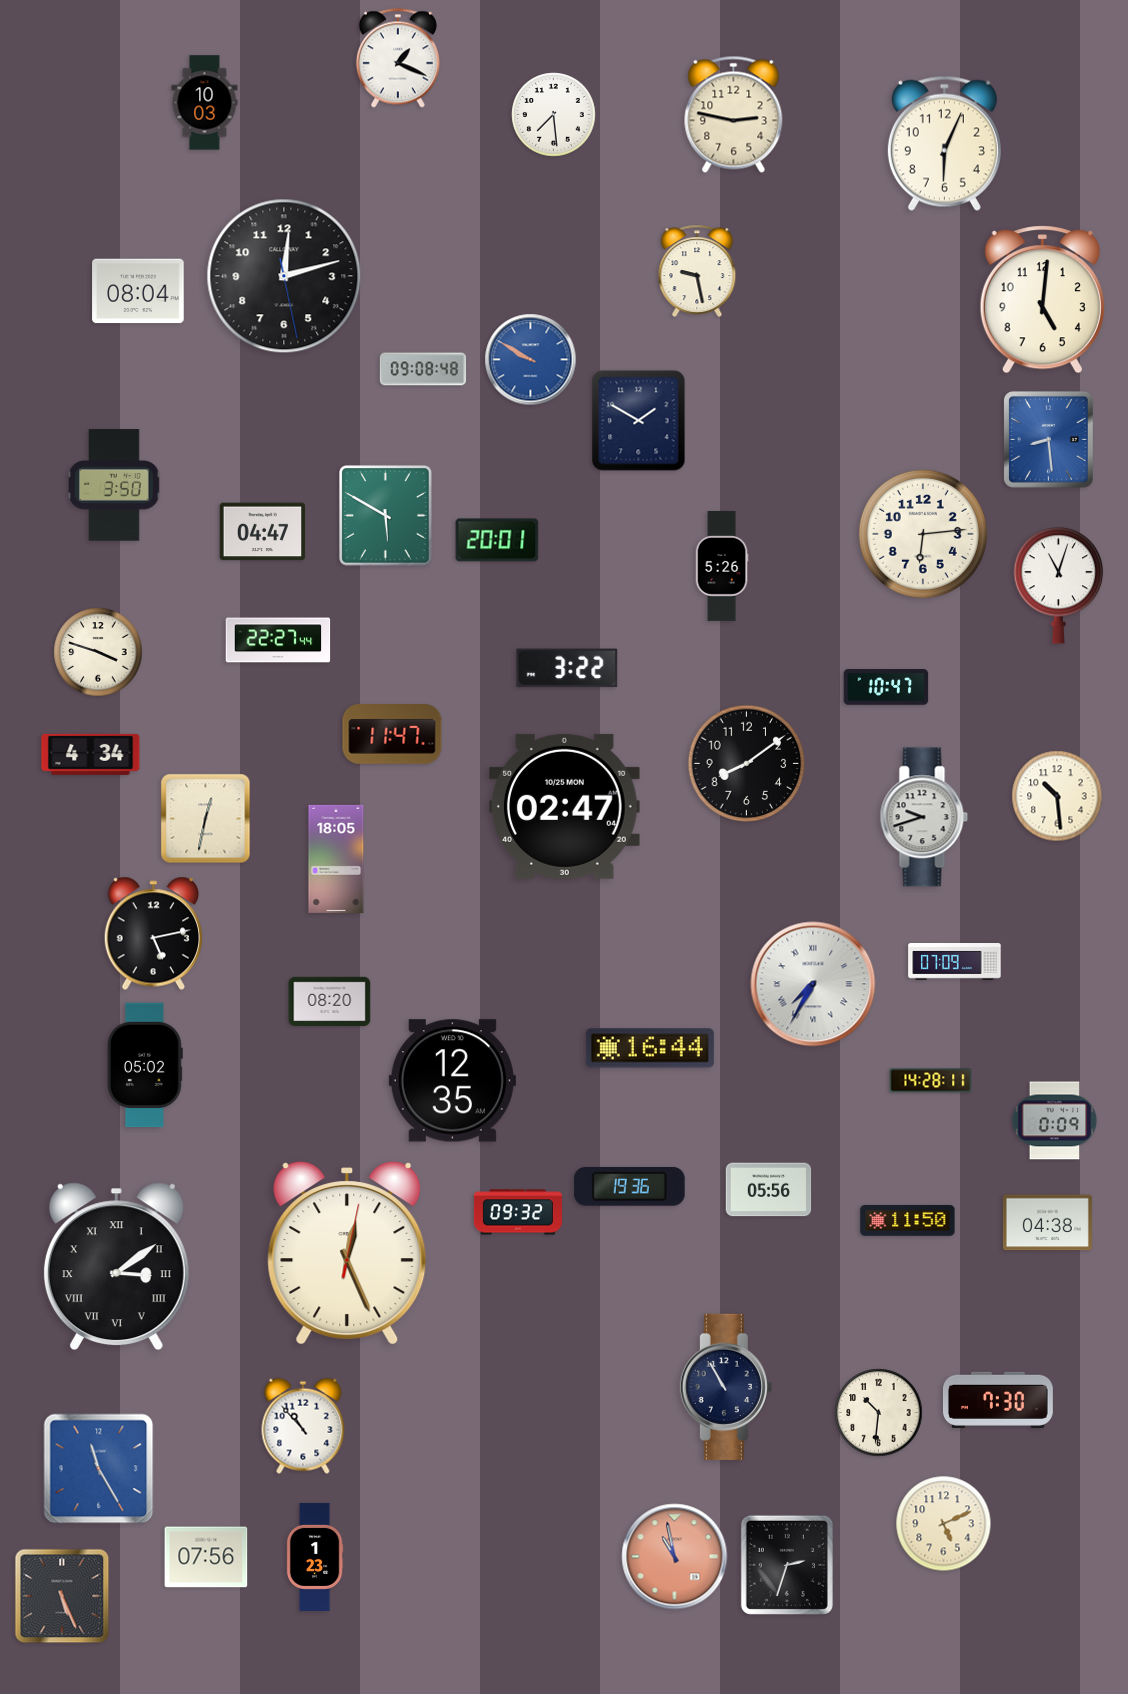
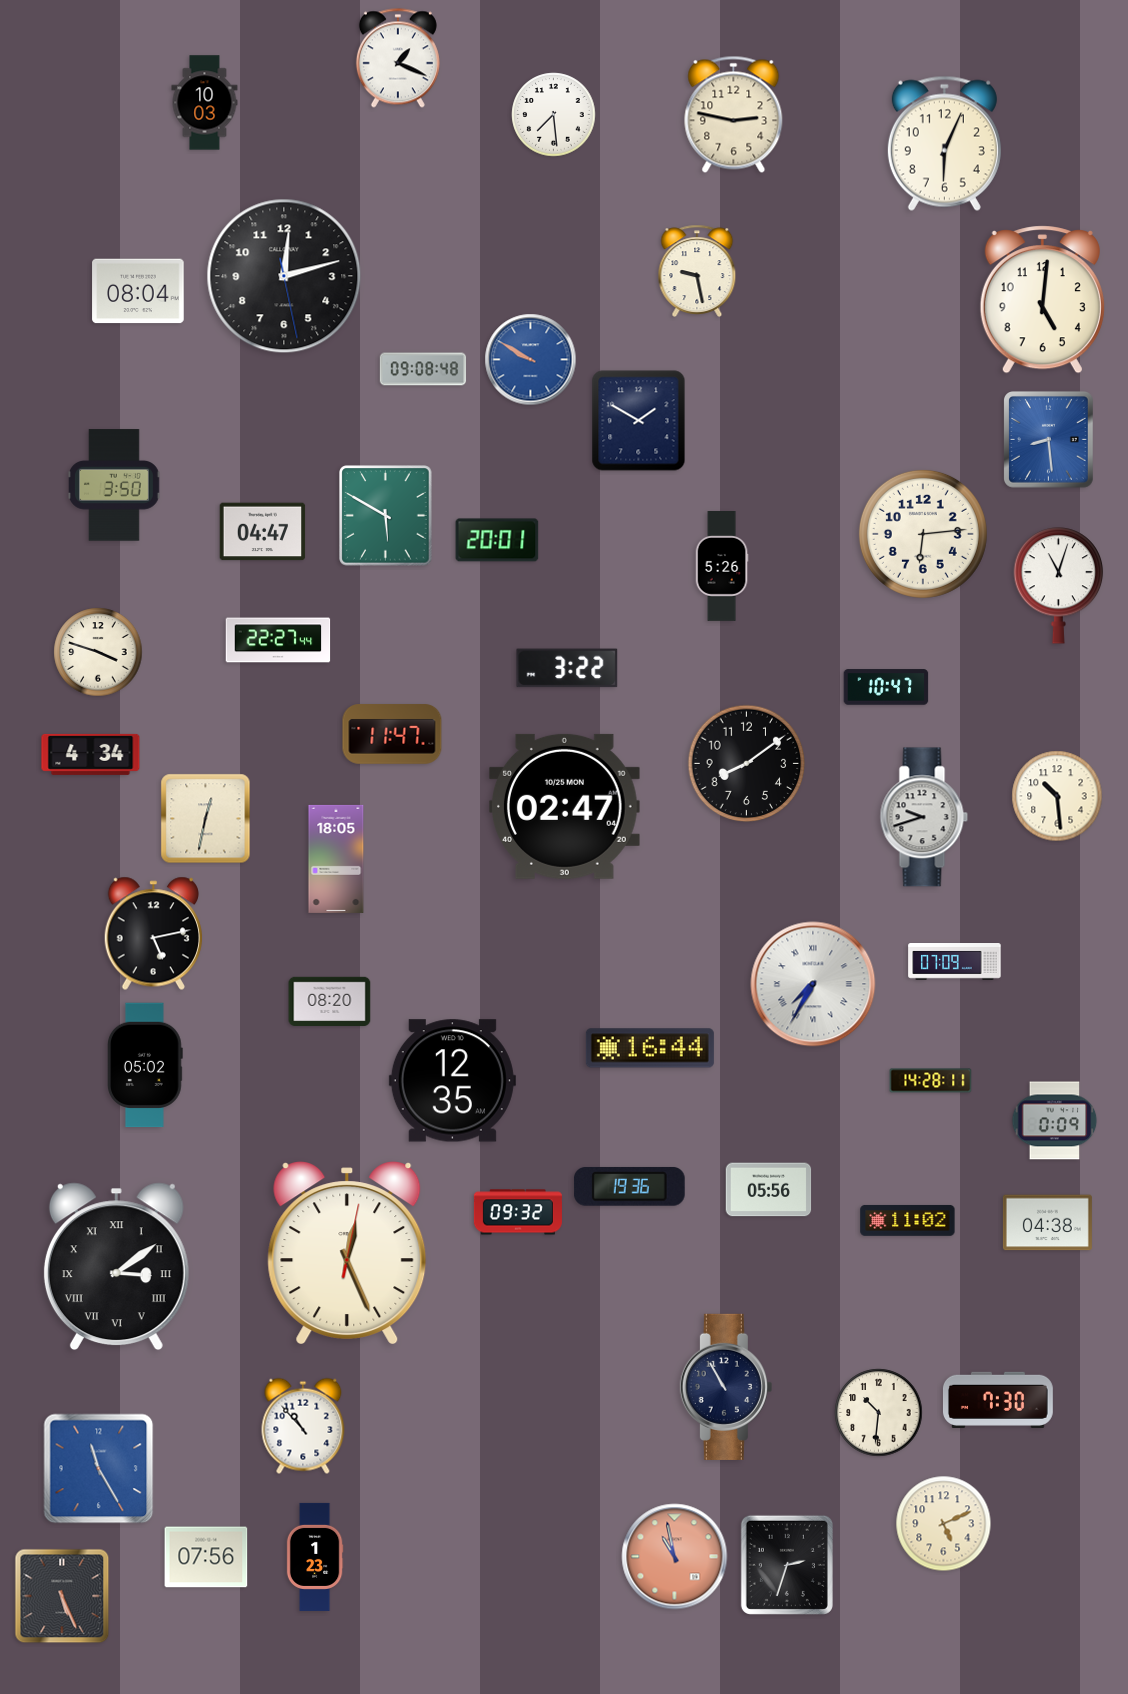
clock at (908, 1221): 11:50 -> 11:02
